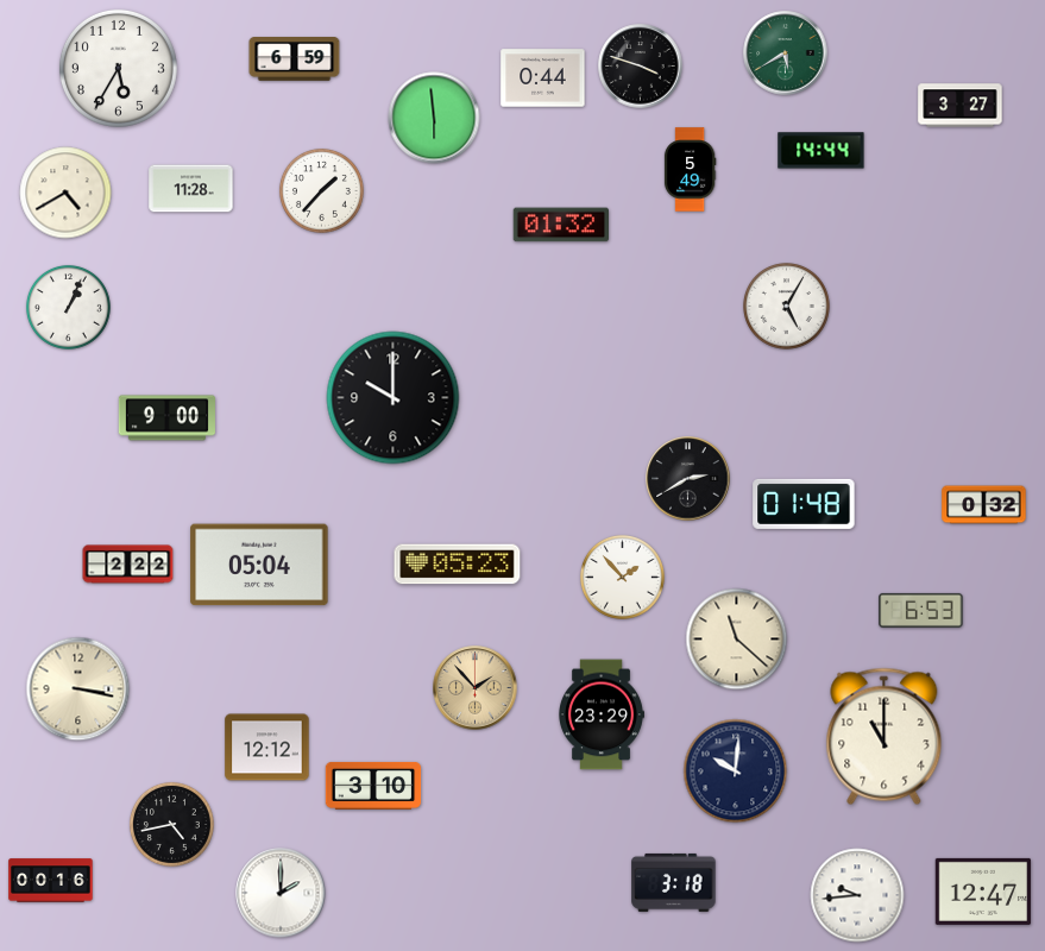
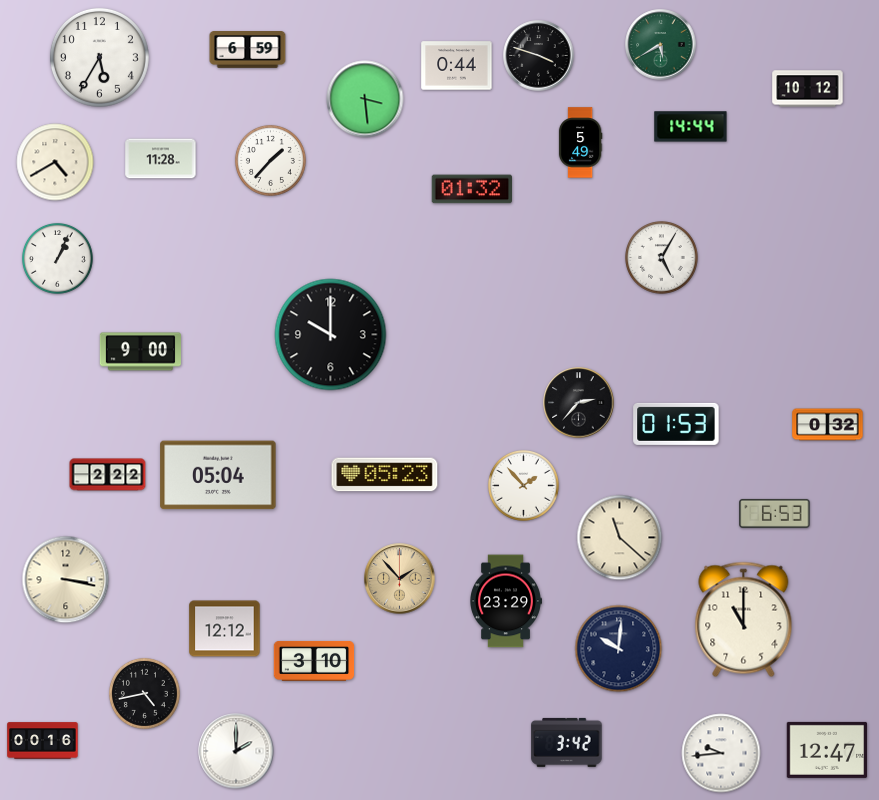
clock at (961, 106): 3:27 -> 10:12
clock at (434, 118): 5:59 -> 3:29
clock at (688, 479): 2:40 -> 2:37
clock at (804, 504): 01:48 -> 01:53
clock at (674, 882): 3:18 -> 3:42
